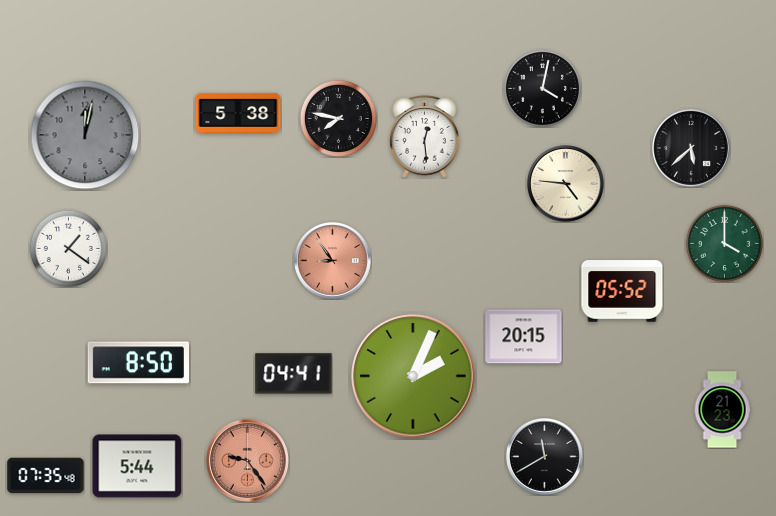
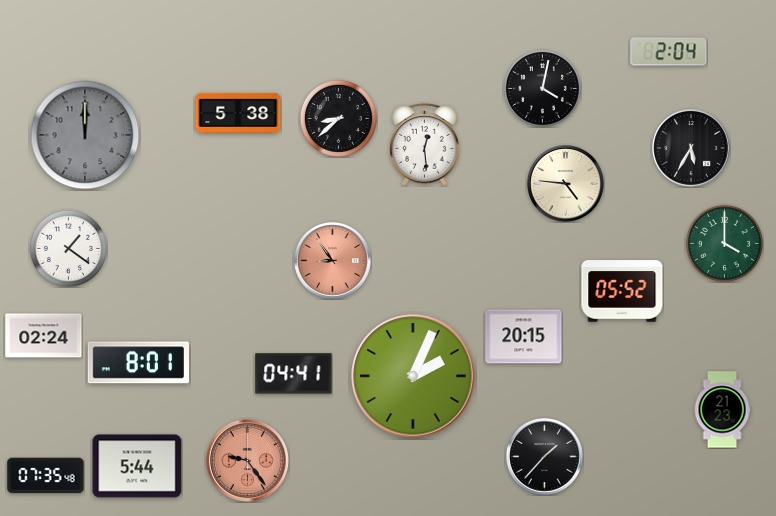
clock at (669, 52): none -> 2:04
clock at (338, 118): 7:47 -> 8:38
clock at (85, 135): 12:02 -> 12:00
clock at (425, 137) position: (425, 137) -> (425, 145)
clock at (692, 149): 5:38 -> 5:35
clock at (44, 336): none -> 02:24
clock at (138, 363): 8:50 -> 8:01
clock at (545, 457): 11:40 -> 1:37
